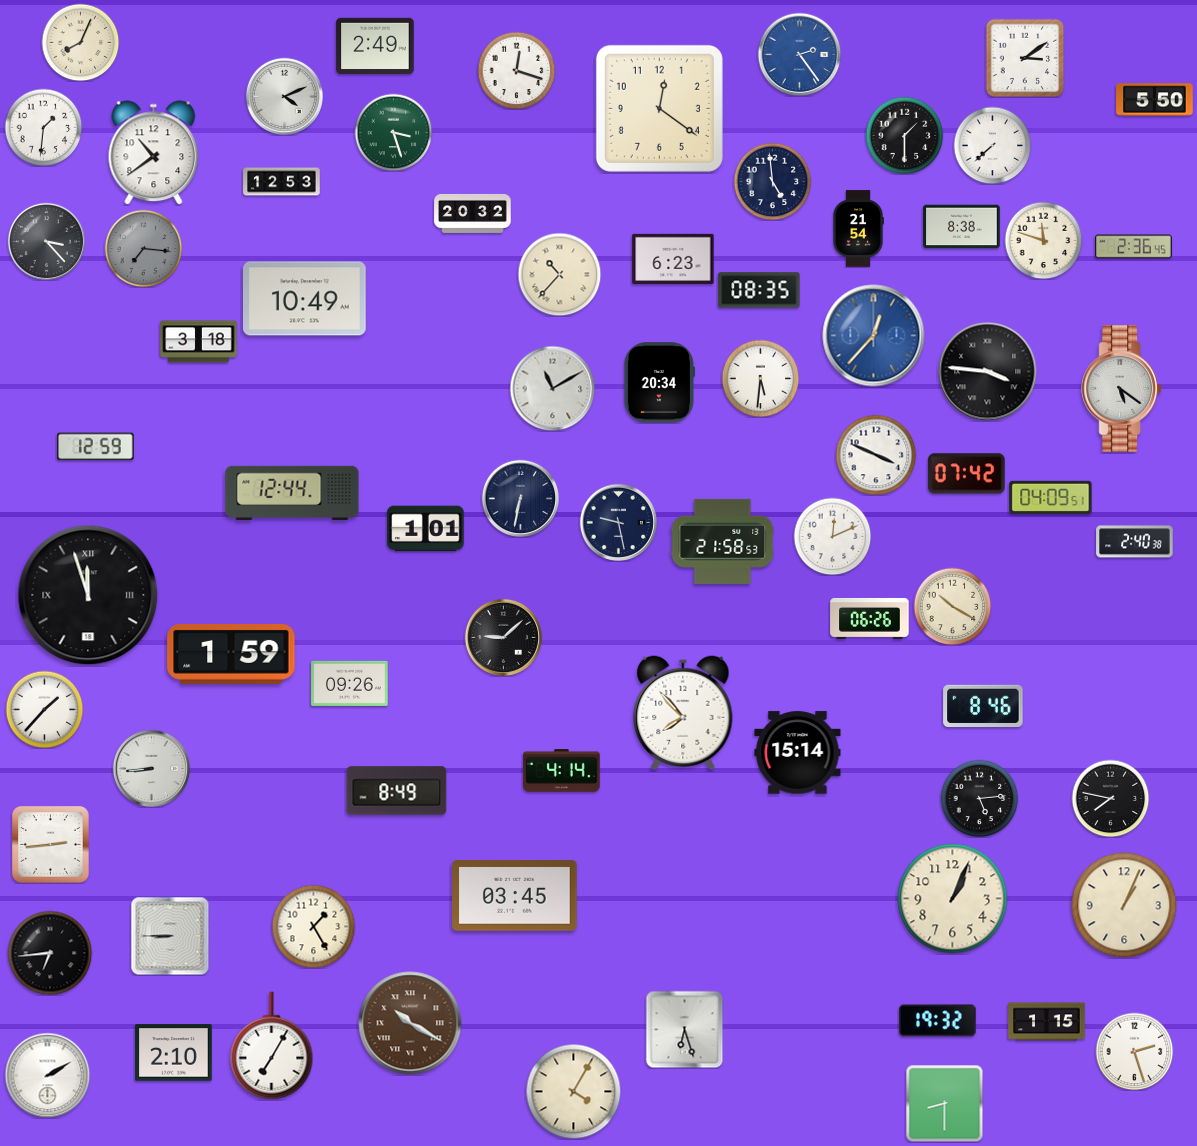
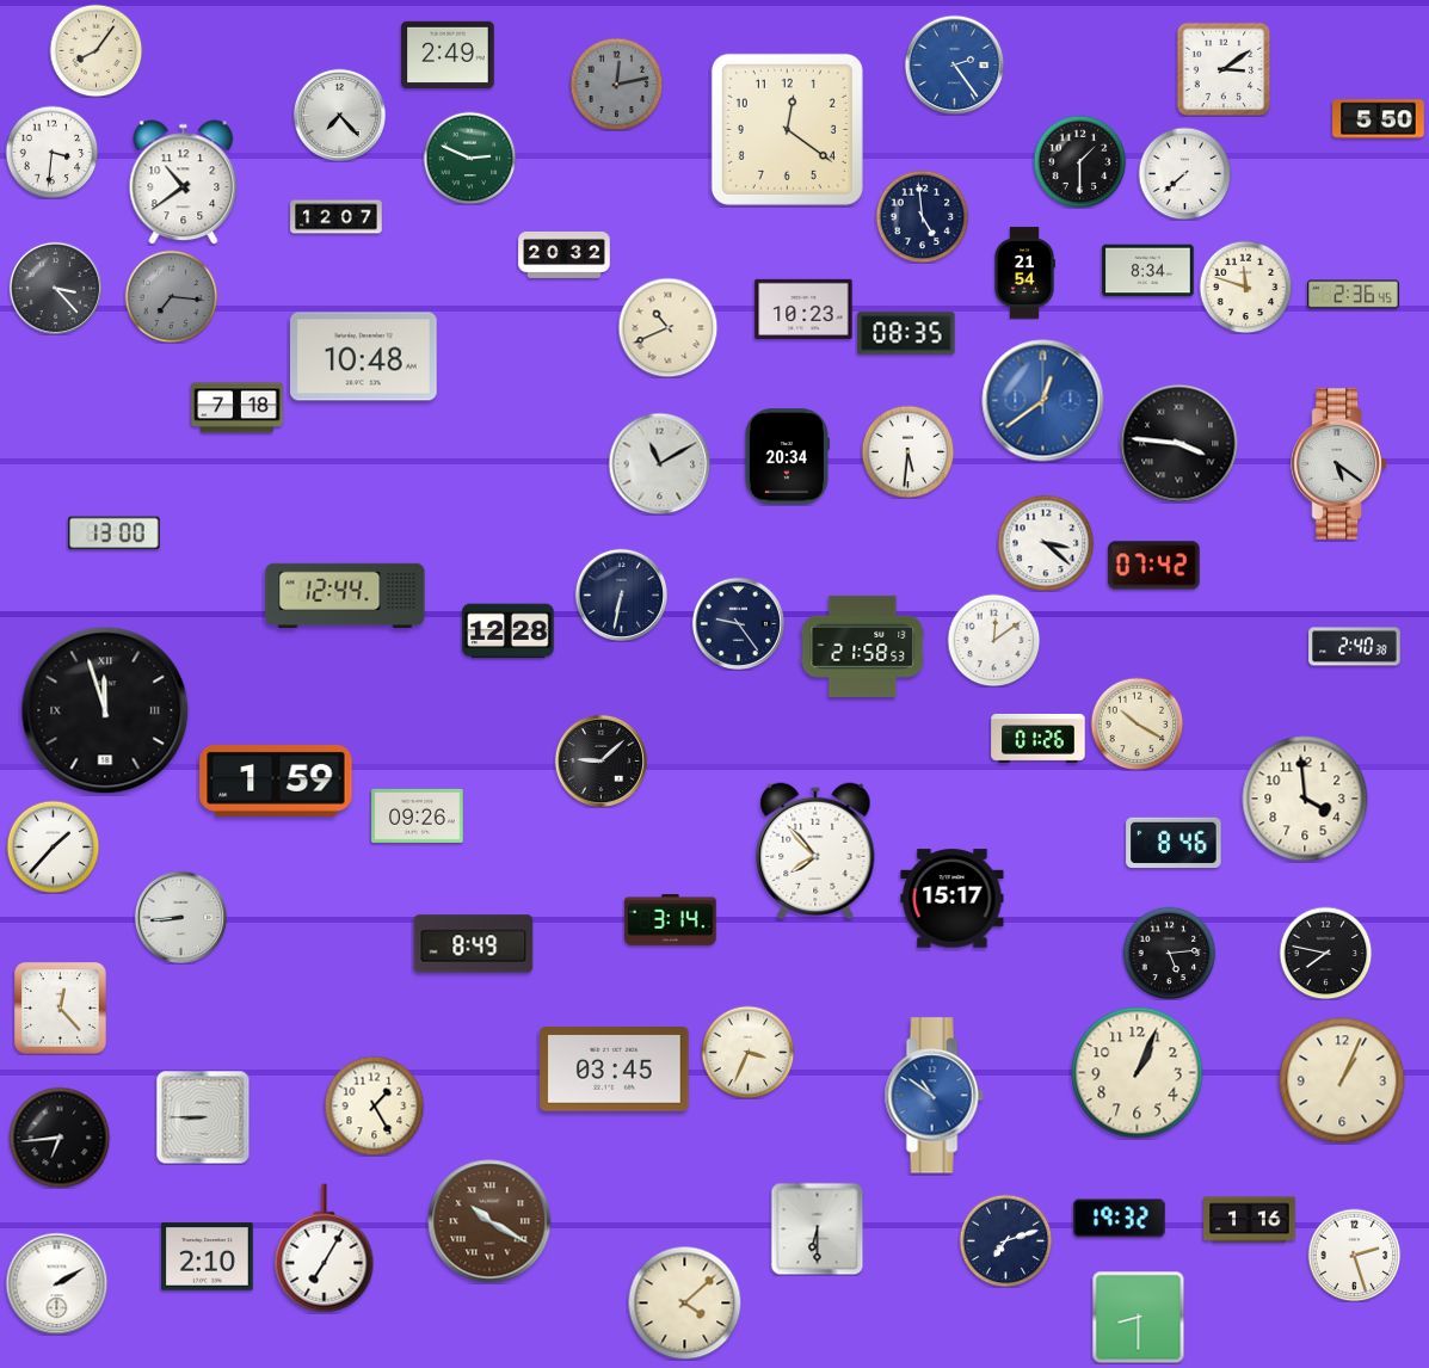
clock at (80, 42): 8:04 -> 8:06
clock at (516, 70): 12:18 -> 12:13
clock at (516, 70) dial: white -> grey
clock at (284, 96): 4:11 -> 7:23
clock at (43, 127): 1:31 -> 3:31
clock at (393, 132): 3:27 -> 2:49
clock at (282, 182): 12:53 -> 12:07
clock at (962, 227): 8:38 -> 8:34
clock at (673, 259): 6:23 -> 10:23
clock at (559, 274): 10:37 -> 10:41
clock at (759, 290) position: (759, 290) -> (906, 333)
clock at (305, 299): 10:49 -> 10:48
clock at (874, 336): 12:37 -> 12:39
clock at (199, 342): 3:18 -> 7:18
clock at (96, 447): 12:59 -> 13:00
clock at (876, 455): 3:49 -> 3:22
clock at (292, 492) position: (292, 492) -> (345, 594)
clock at (1051, 497): 04:09 -> none
clock at (618, 522): 9:28 -> 9:24
clock at (426, 529): 1:01 -> 12:28
clock at (832, 536): 12:11 -> 12:09
clock at (870, 619): 06:26 -> 01:26
clock at (1305, 799): none -> 3:59
clock at (798, 753): 15:14 -> 15:17
clock at (562, 771): 4:14 -> 3:14
clock at (51, 845): 2:44 -> 12:23
clock at (747, 1052): none -> 3:34
clock at (934, 1096): none -> 10:51
clock at (1047, 1022): 1:15 -> 1:16
clock at (684, 1029): 6:27 -> 6:30
clock at (1005, 1240): none -> 7:12
clock at (573, 1091): 4:05 -> 4:08
clock at (944, 1103) position: (944, 1103) -> (1138, 1317)
